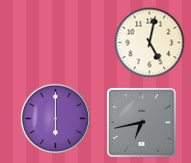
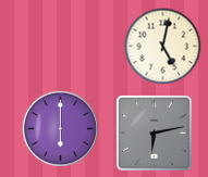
clock at (141, 122): 6:43 -> 6:13
